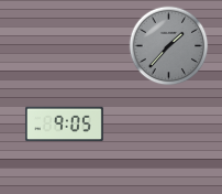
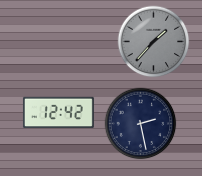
clock at (64, 125): 9:05 -> 12:42
clock at (141, 124): none -> 2:28
